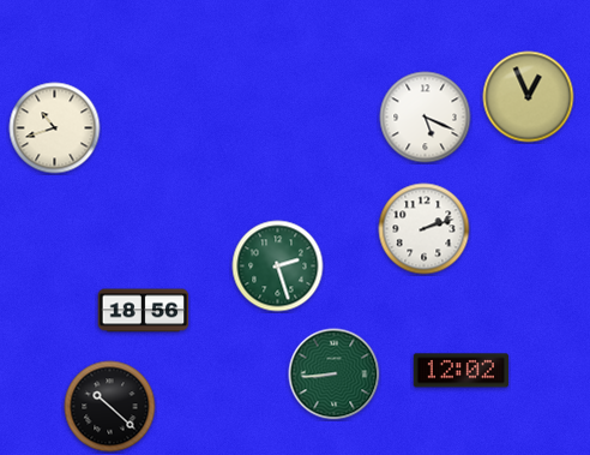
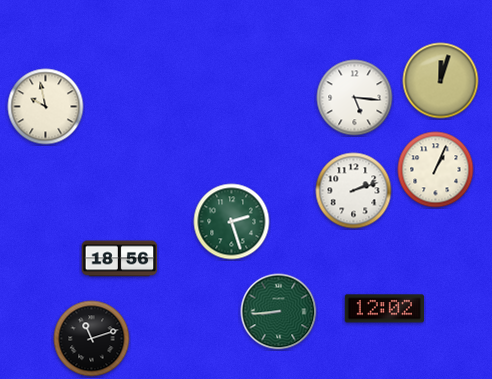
clock at (529, 97): 12:56 -> 12:03
clock at (426, 118): 5:19 -> 5:16
clock at (55, 128): 10:42 -> 9:58
clock at (436, 170): none -> 1:04
clock at (110, 407): 10:22 -> 11:12
